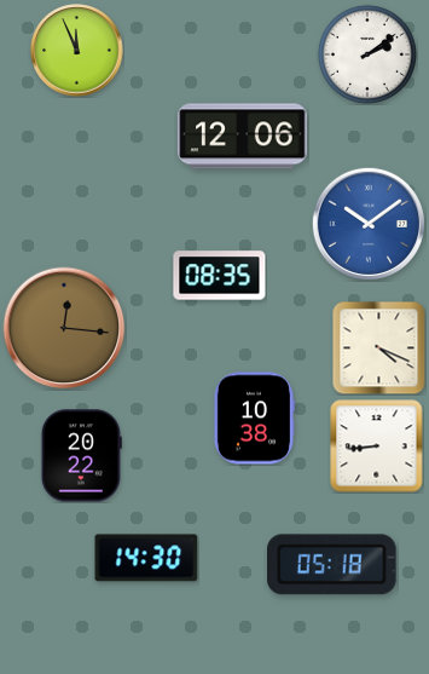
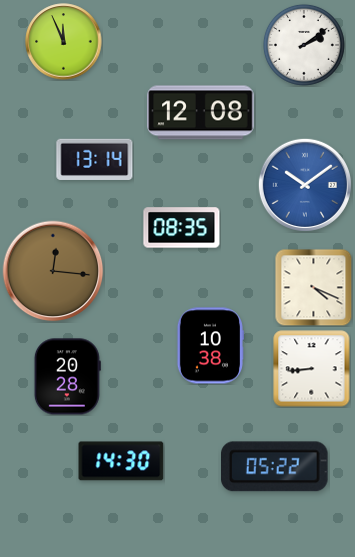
clock at (243, 137): 12:06 -> 12:08
clock at (95, 159): none -> 13:14
clock at (81, 456): 20:22 -> 20:28
clock at (332, 565): 05:18 -> 05:22
